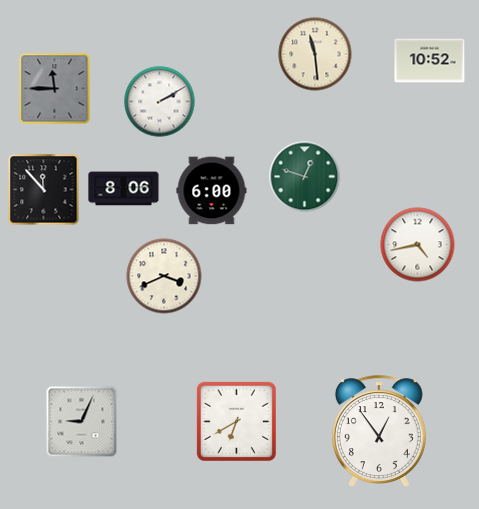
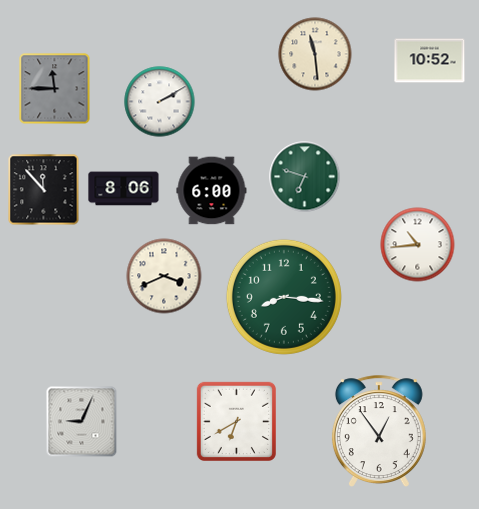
clock at (305, 177): 12:48 -> 6:48
clock at (418, 245): 4:43 -> 10:44
clock at (284, 297): none -> 8:16
